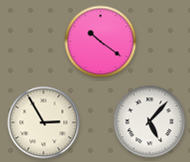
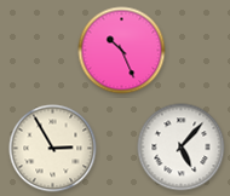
clock at (101, 42): 10:21 -> 10:26
